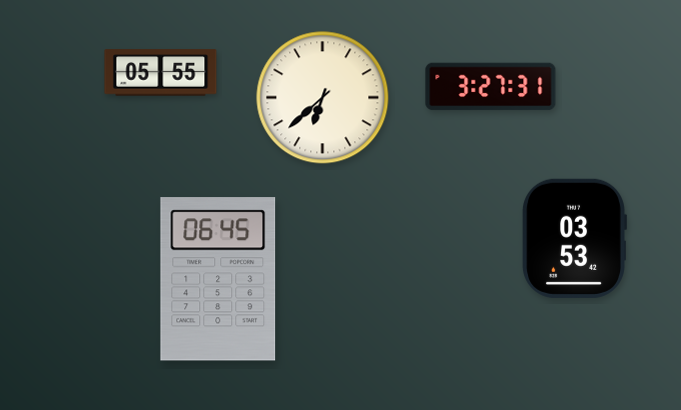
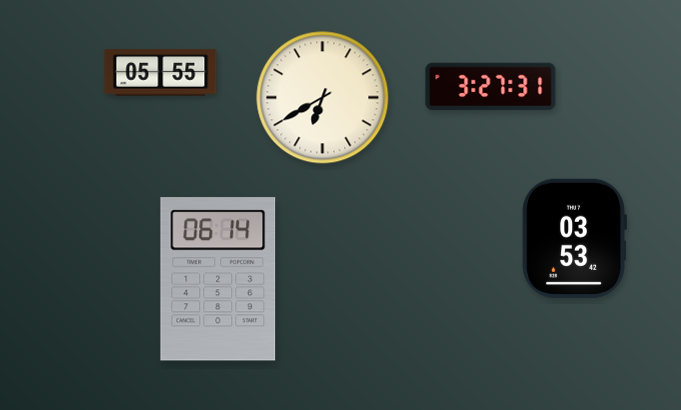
clock at (323, 98): 6:38 -> 6:40
clock at (218, 279): 06:45 -> 06:14
